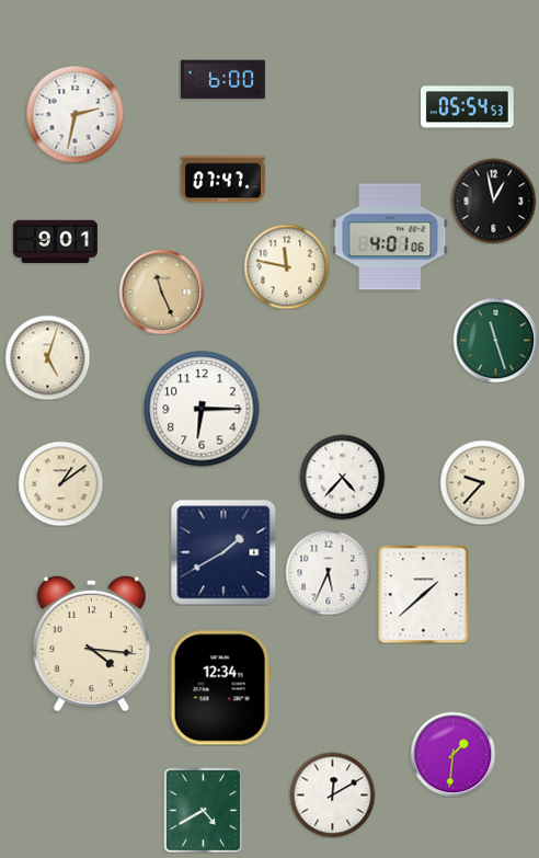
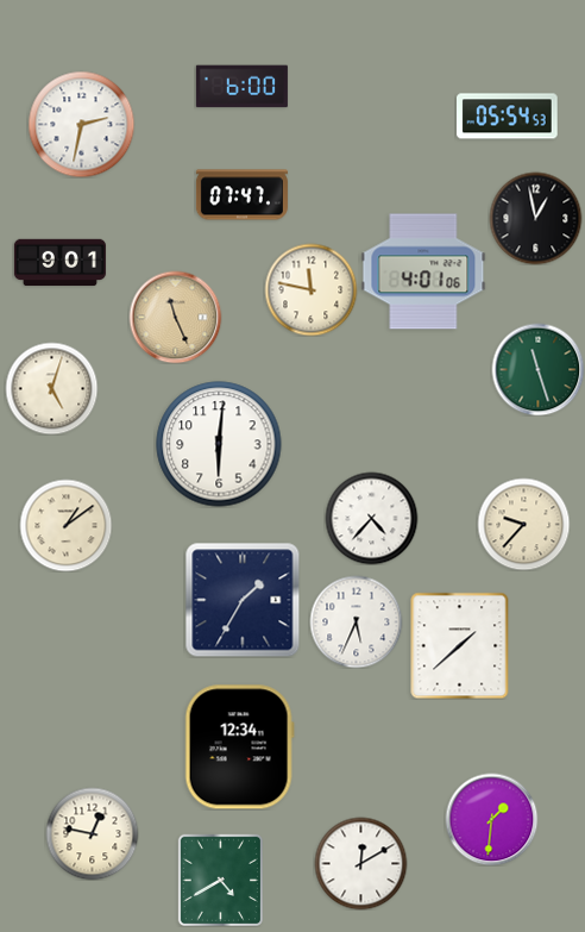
clock at (390, 237) position: (390, 237) -> (423, 271)
clock at (202, 409): 6:15 -> 6:01
clock at (223, 552): 1:40 -> 1:35
clock at (91, 643): 4:16 -> none
clock at (92, 833): none -> 12:47
